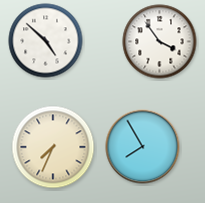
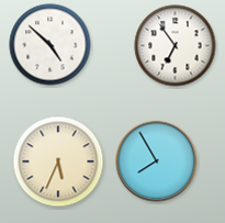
clock at (160, 42): 3:54 -> 6:54
clock at (53, 147): 7:34 -> 5:34
